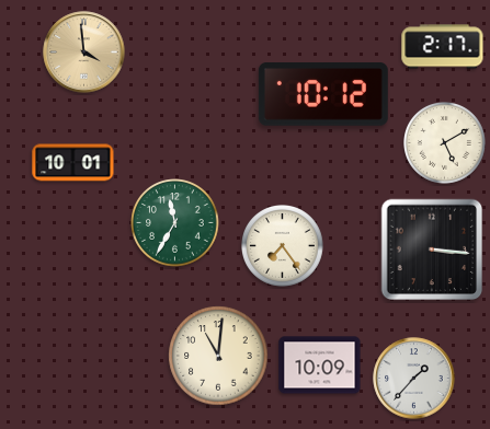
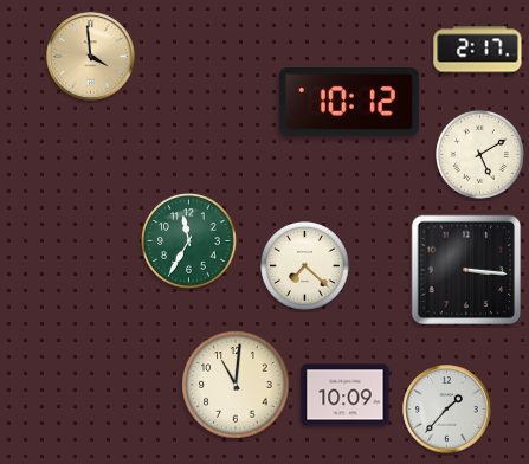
clock at (73, 163): 10:01 -> none
clock at (283, 246): 7:24 -> 7:22
